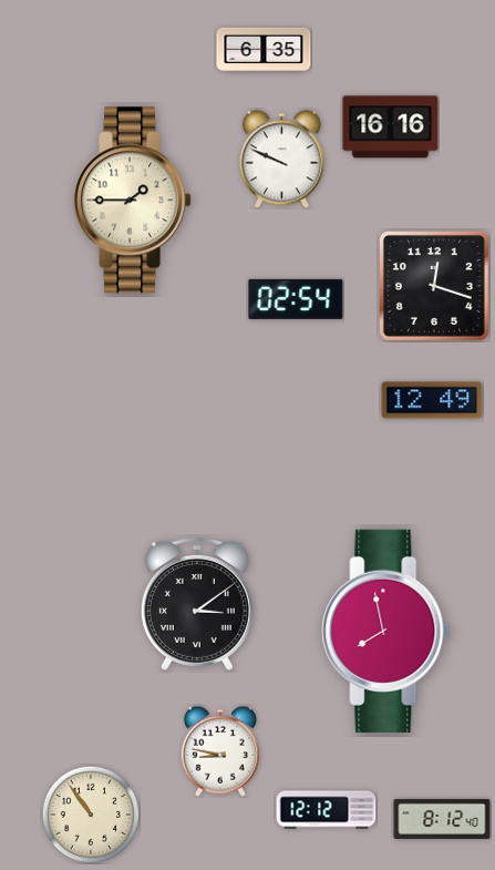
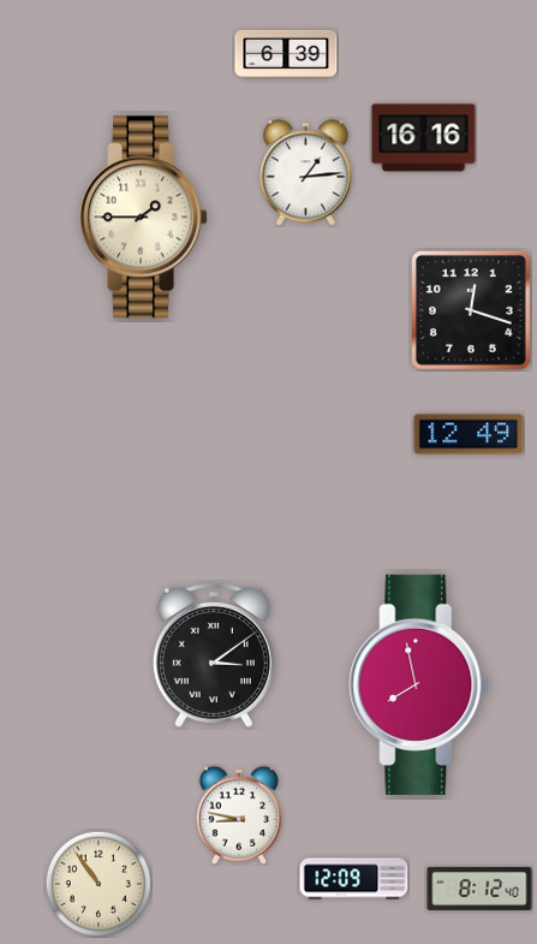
clock at (264, 50): 6:35 -> 6:39
clock at (281, 160): 9:49 -> 1:14
clock at (296, 299): 02:54 -> none
clock at (327, 810): 12:12 -> 12:09
